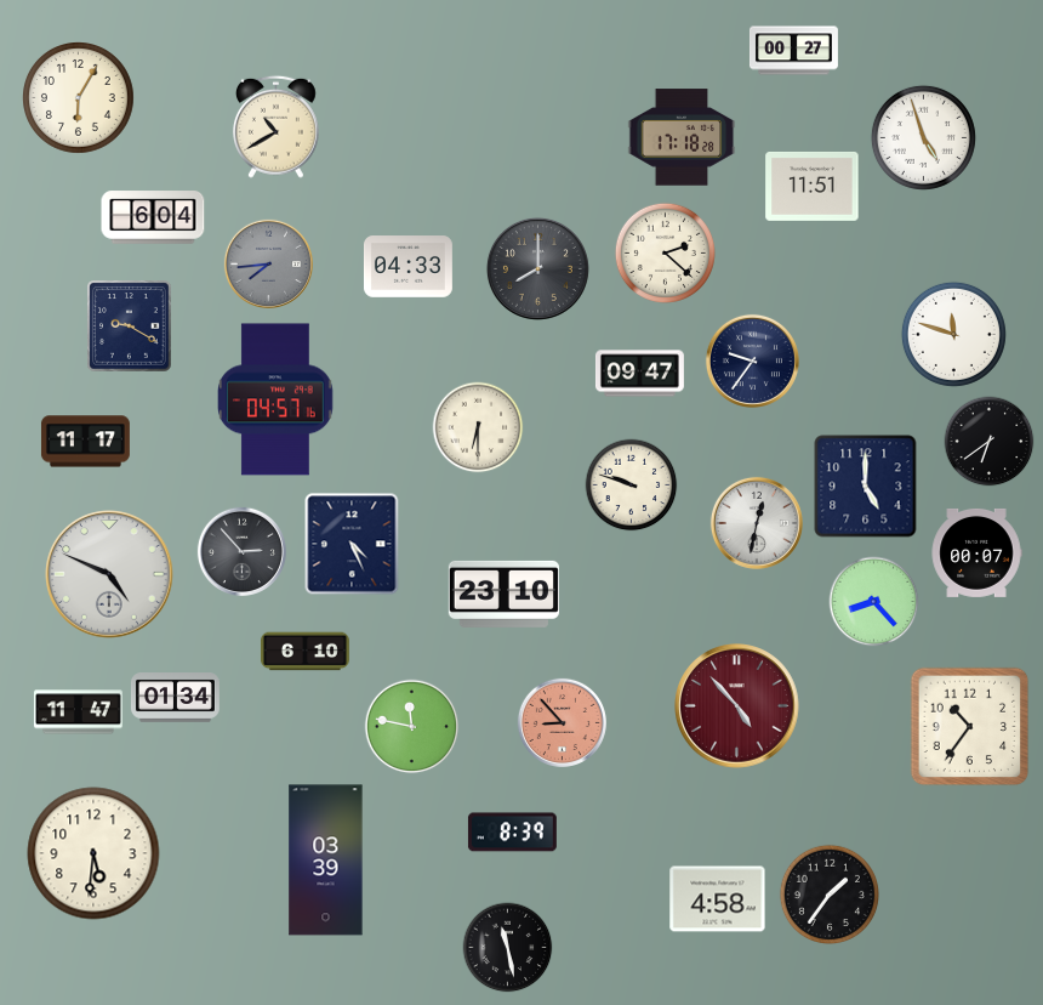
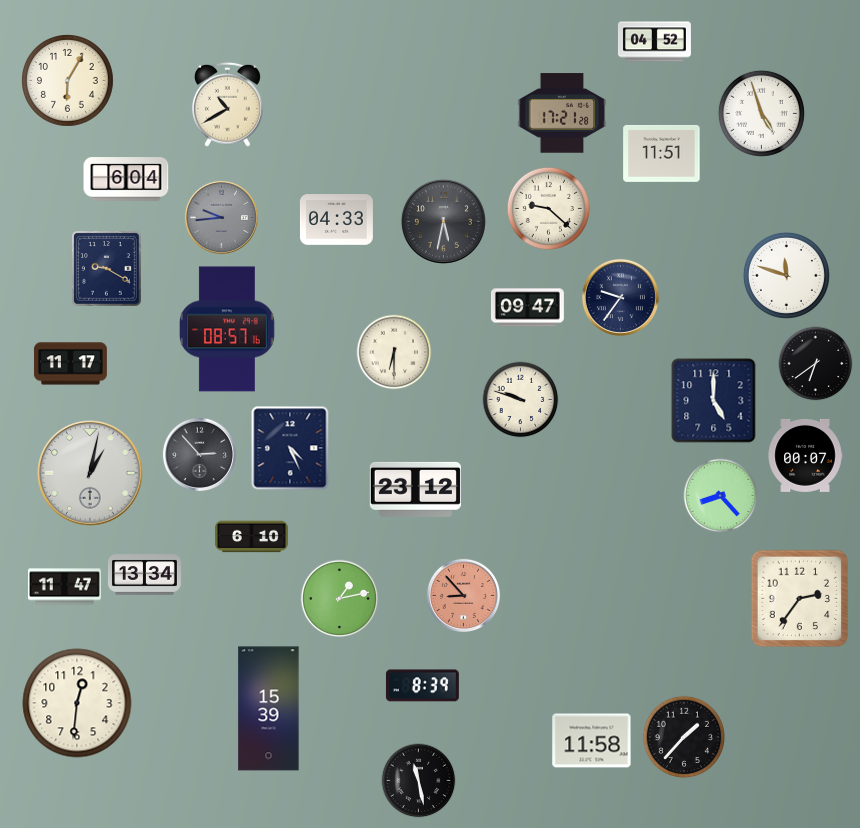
clock at (793, 51): 00:27 -> 04:52
clock at (79, 98) position: (79, 98) -> (68, 81)
clock at (682, 137): 17:18 -> 17:21
clock at (813, 186) position: (813, 186) -> (662, 153)
clock at (665, 252): 2:22 -> 9:22
clock at (268, 263): 7:44 -> 9:44
clock at (537, 268): 8:00 -> 5:32
clock at (277, 399): 04:57 -> 08:57
clock at (757, 523): 12:32 -> none
clock at (109, 574): 4:49 -> 1:02
clock at (503, 594): 23:10 -> 23:12
clock at (175, 698): 01:34 -> 13:34
clock at (737, 706): 4:53 -> none
clock at (412, 727): 11:47 -> 1:13
clock at (970, 727): 10:36 -> 2:36
clock at (93, 853): 5:31 -> 12:31
clock at (326, 861): 03:39 -> 15:39
clock at (828, 893): 1:36 -> 1:37
clock at (718, 899): 4:58 -> 11:58
